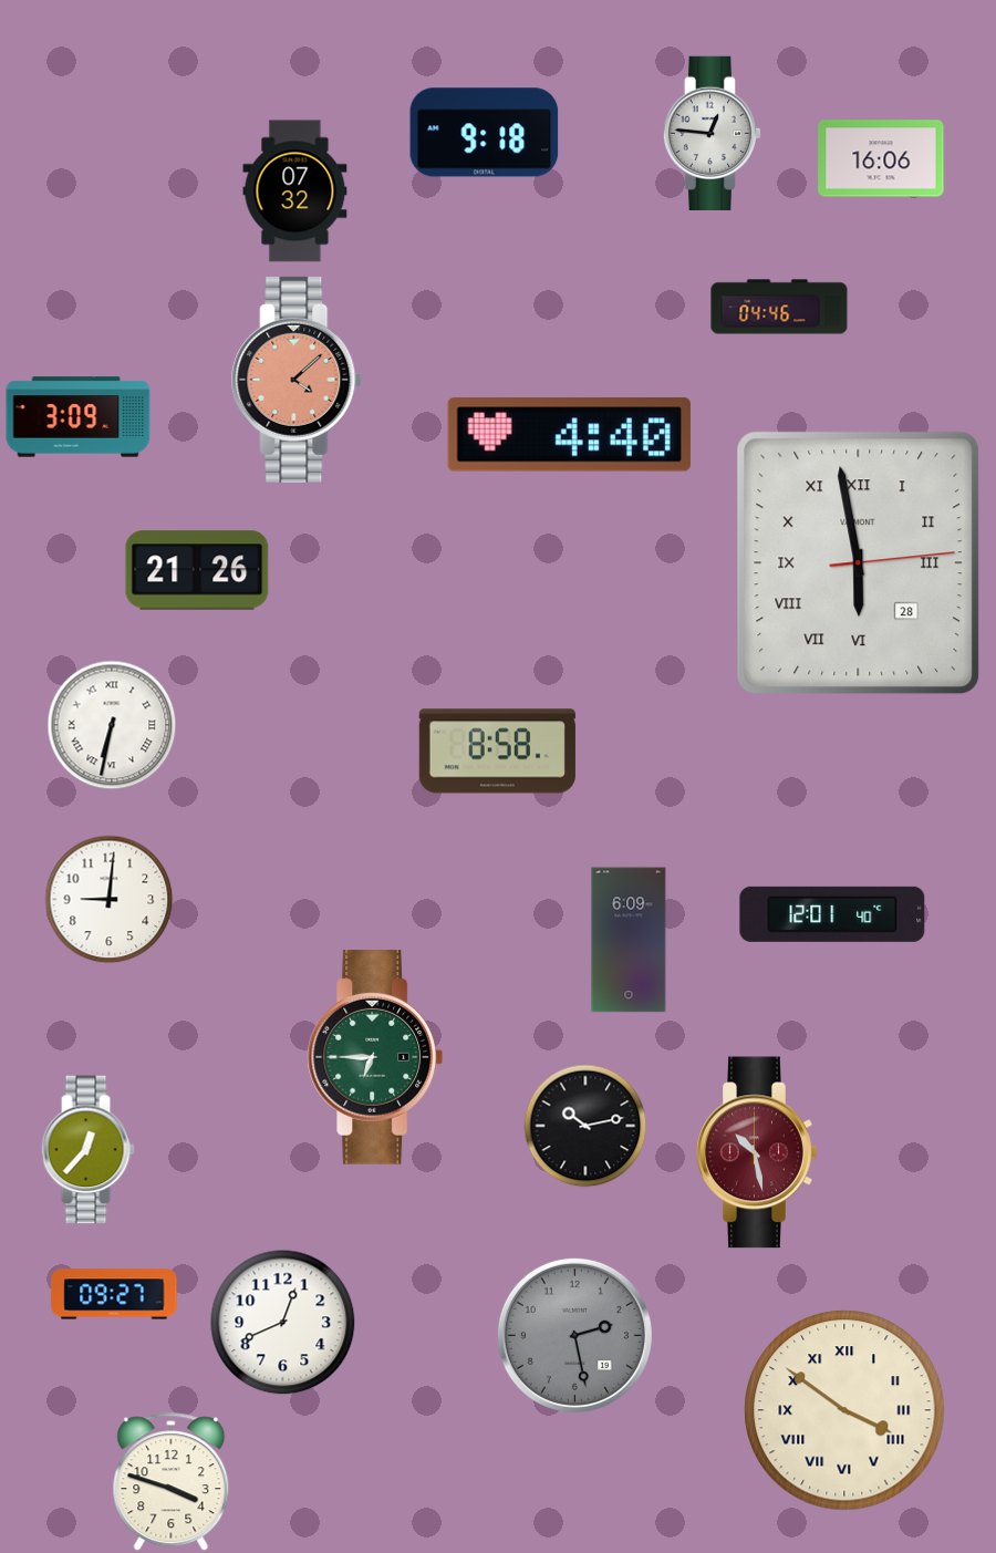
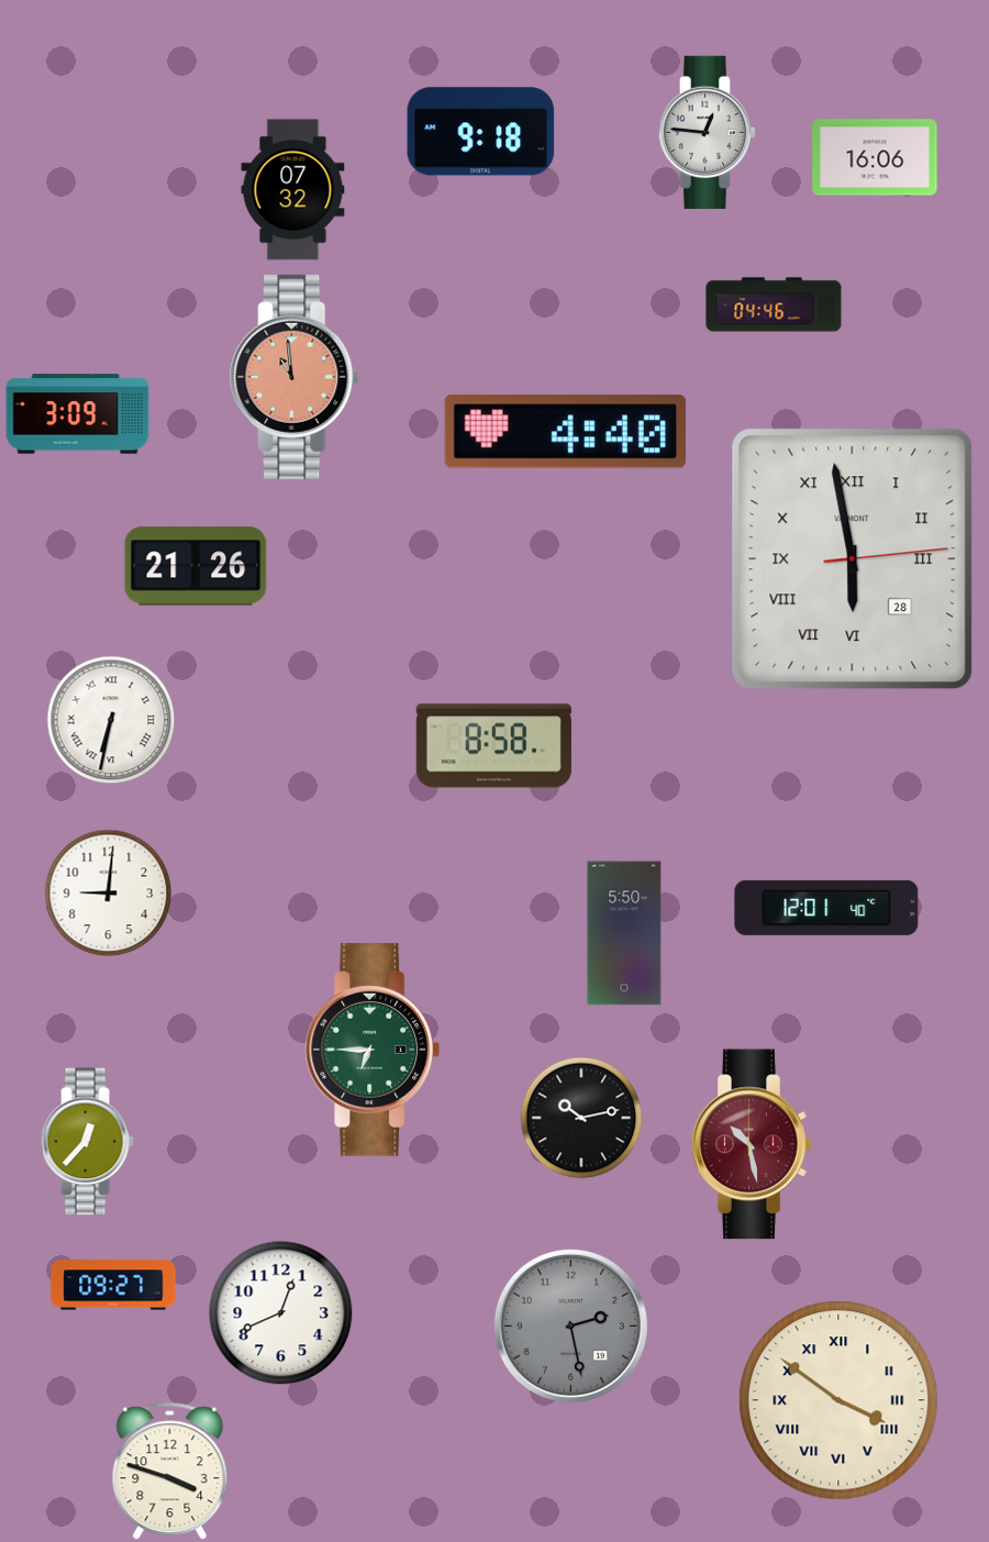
clock at (298, 380): 4:08 -> 10:59
clock at (629, 940): 6:09 -> 5:50
